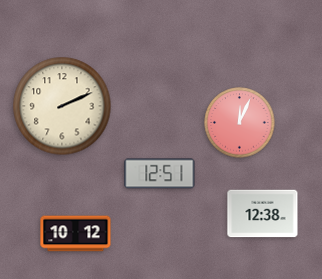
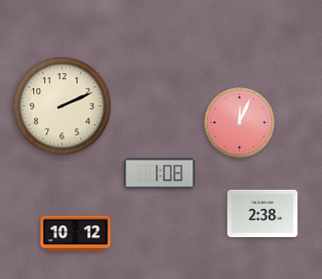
clock at (160, 174): 12:51 -> 1:08
clock at (263, 214): 12:38 -> 2:38
